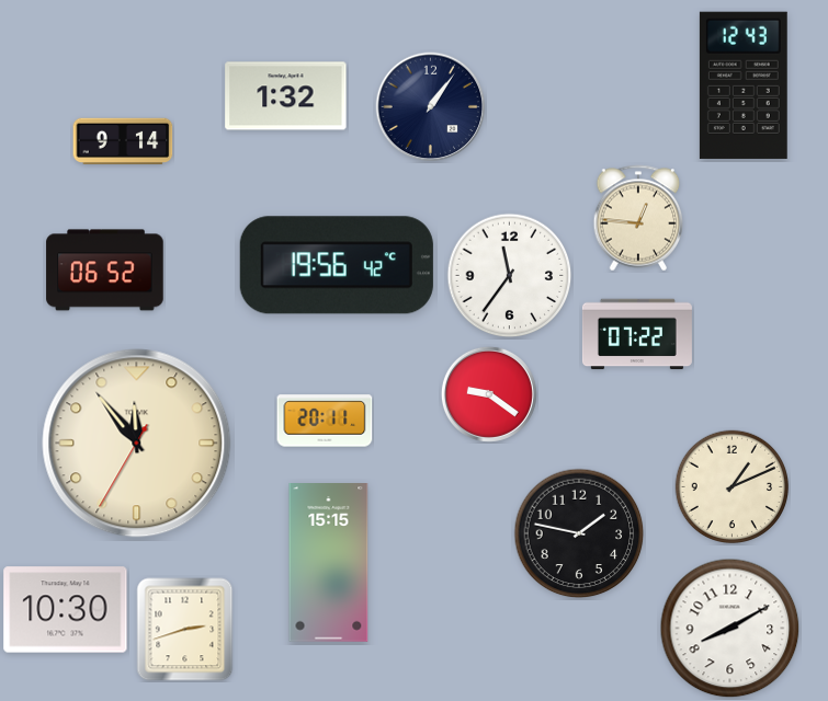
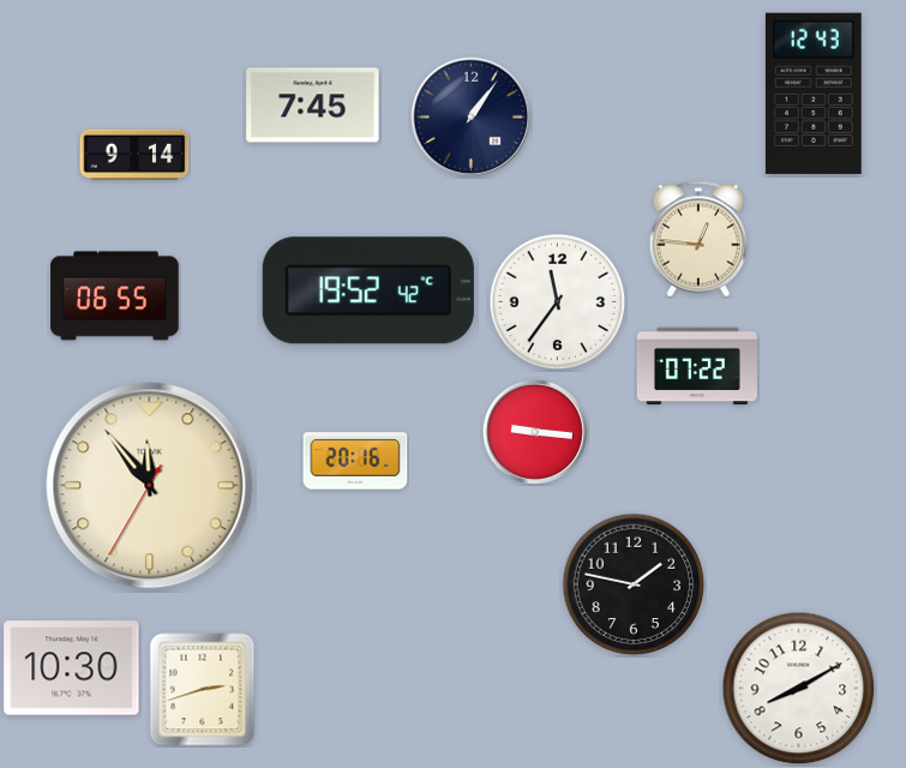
clock at (286, 96): 1:32 -> 7:45
clock at (337, 265): 19:56 -> 19:52
clock at (105, 271): 06:52 -> 06:55
clock at (489, 394): 9:21 -> 9:16
clock at (325, 421): 20:11 -> 20:16
clock at (731, 486): 1:11 -> none
clock at (329, 563): 15:15 -> none
